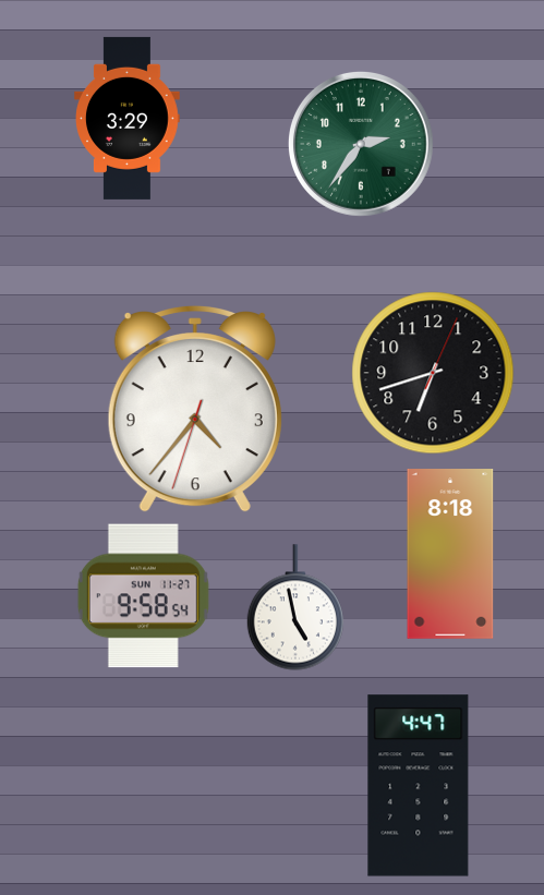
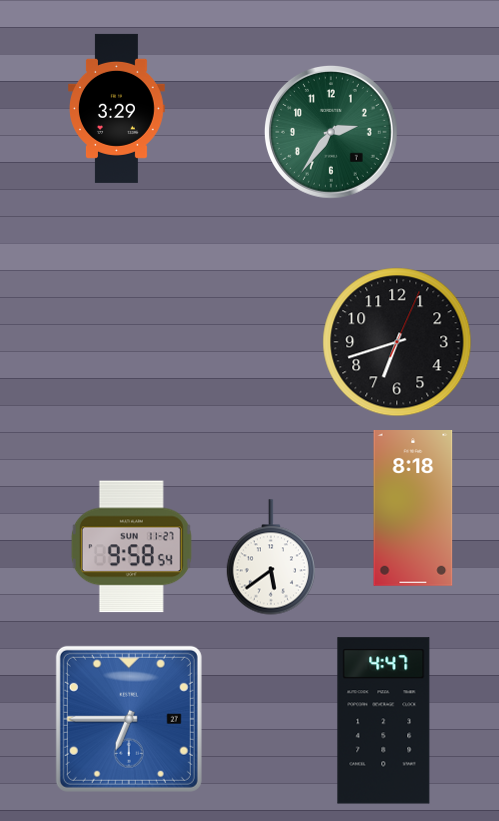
clock at (195, 409): 4:36 -> none
clock at (295, 607): 4:58 -> 5:39
clock at (129, 719): none -> 6:45
